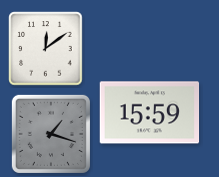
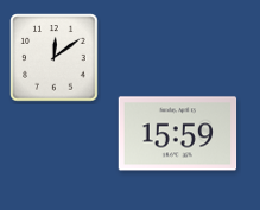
clock at (51, 134): 1:18 -> none
